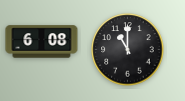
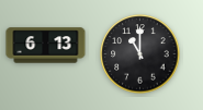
clock at (42, 42): 6:08 -> 6:13
